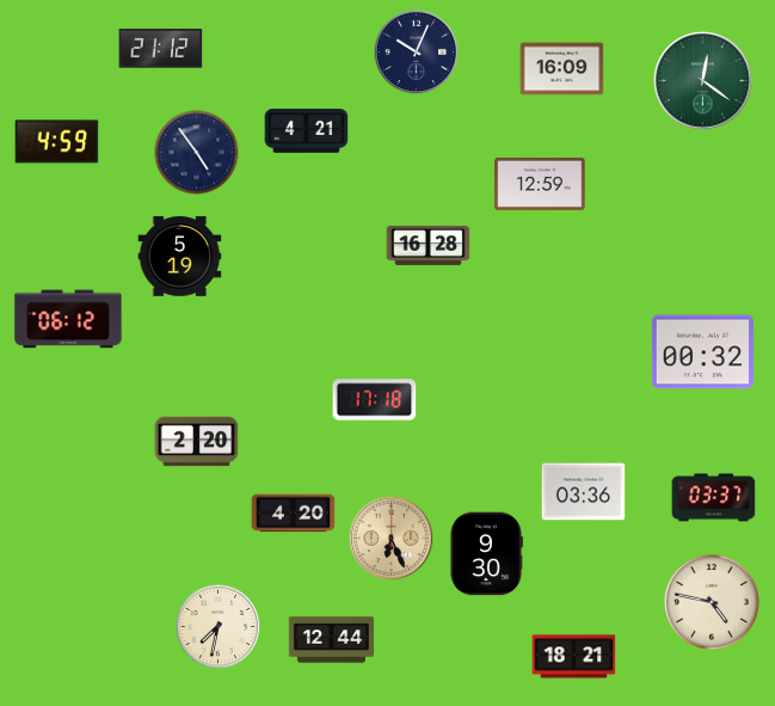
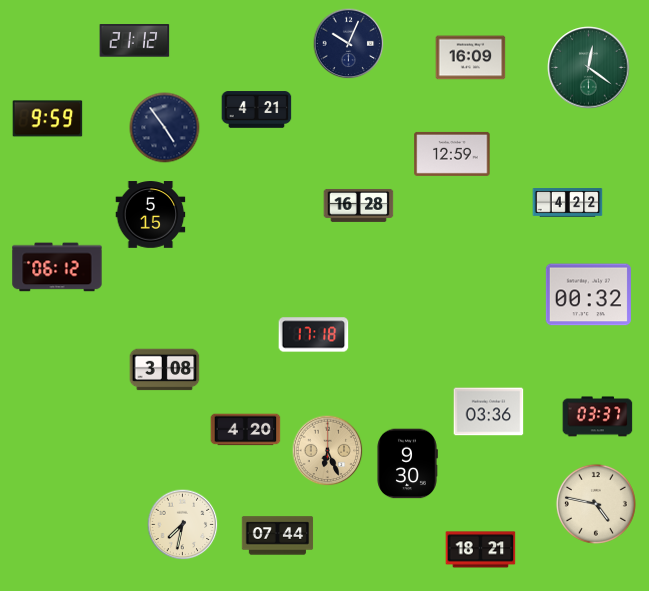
clock at (57, 142): 4:59 -> 9:59
clock at (568, 203): none -> 4:22
clock at (180, 257): 5:19 -> 5:15
clock at (197, 442): 2:20 -> 3:08
clock at (332, 640): 12:44 -> 07:44
